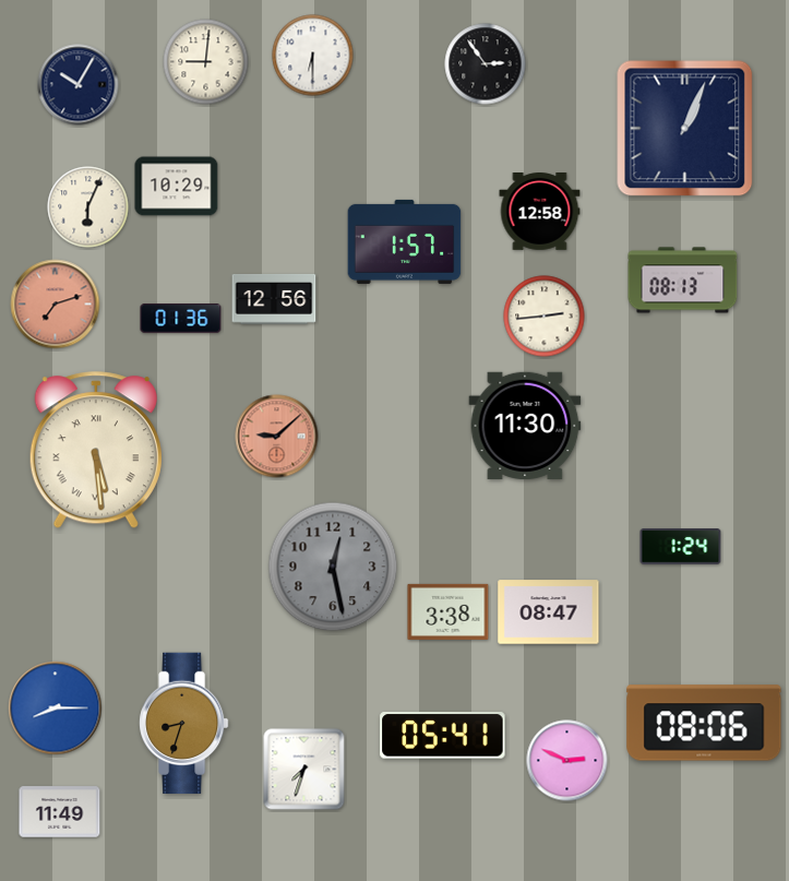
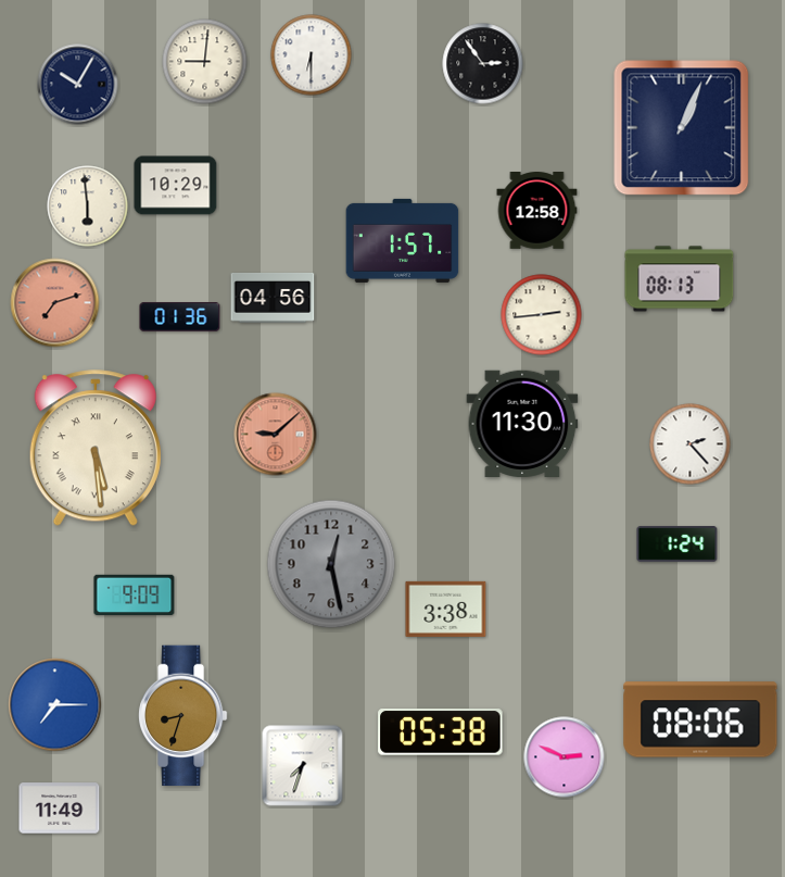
clock at (88, 207): 6:04 -> 5:59
clock at (274, 299): 12:56 -> 04:56
clock at (691, 444): none -> 2:23
clock at (135, 596): none -> 9:09
clock at (549, 612): 08:47 -> none
clock at (56, 709): 8:15 -> 7:15
clock at (184, 724) position: (184, 724) -> (183, 716)
clock at (443, 736): 05:41 -> 05:38
